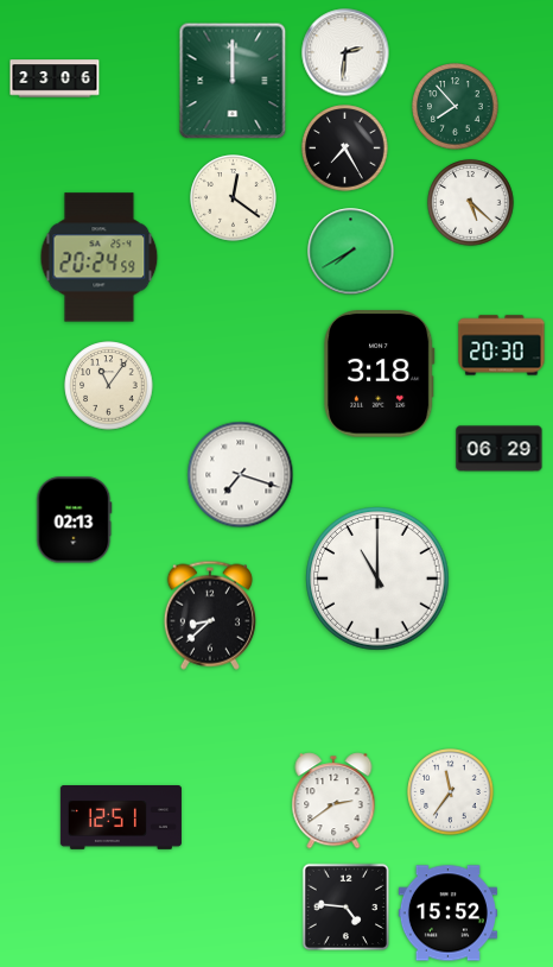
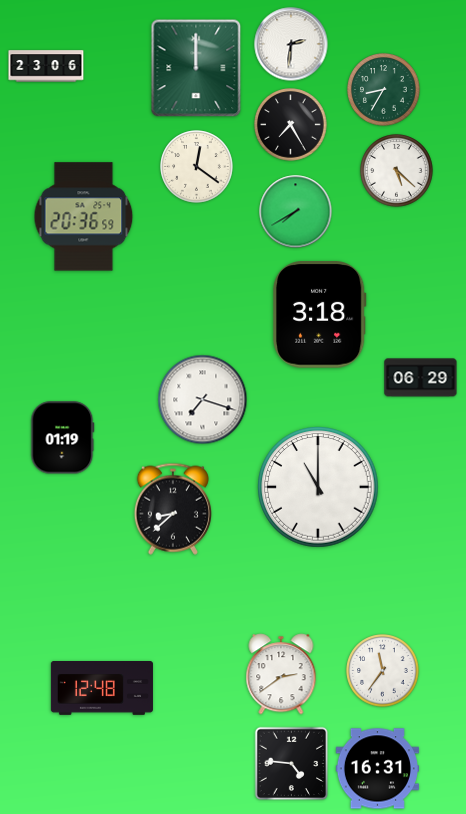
clock at (456, 107): 7:53 -> 8:35
clock at (100, 258): 20:24 -> 20:36
clock at (502, 346): 20:30 -> none
clock at (109, 386): 11:06 -> none
clock at (75, 520): 02:13 -> 01:19
clock at (210, 615) position: (210, 615) -> (173, 509)
clock at (451, 792) position: (451, 792) -> (383, 671)
clock at (121, 819): 12:51 -> 12:48
clock at (447, 914): 15:52 -> 16:31
